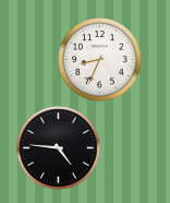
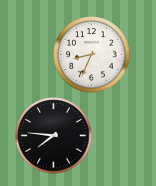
clock at (59, 148): 4:46 -> 7:46
